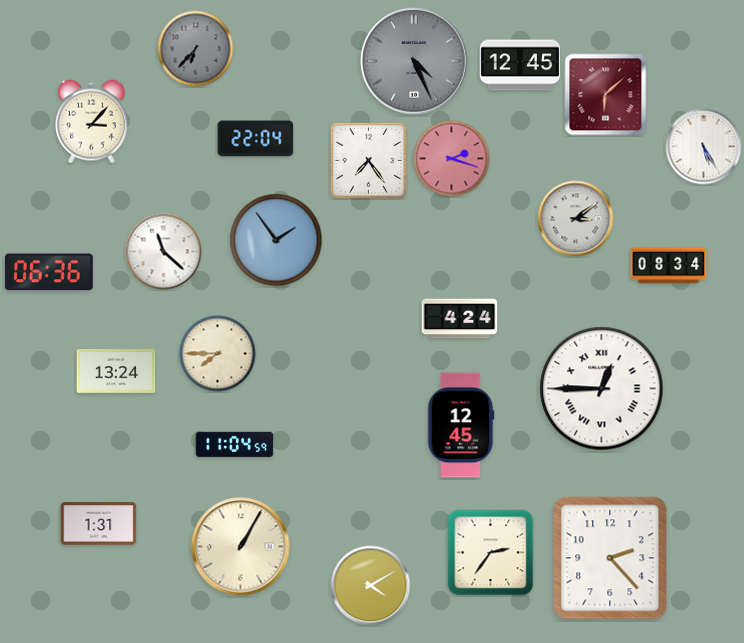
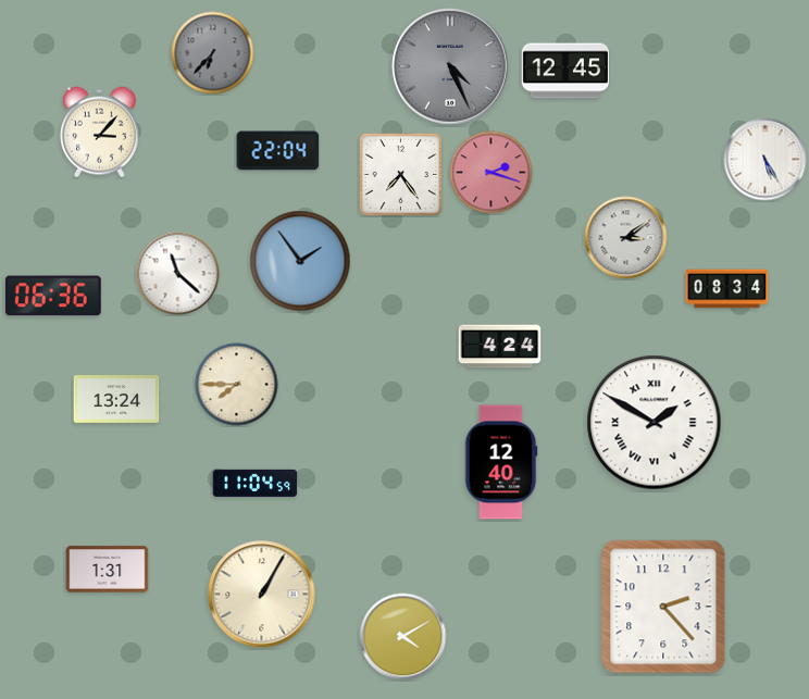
clock at (606, 95): 6:08 -> none
clock at (116, 372) position: (116, 372) -> (116, 400)
clock at (602, 389): 12:45 -> 1:50
clock at (461, 425): 12:45 -> 12:40
clock at (491, 553): 2:36 -> none
